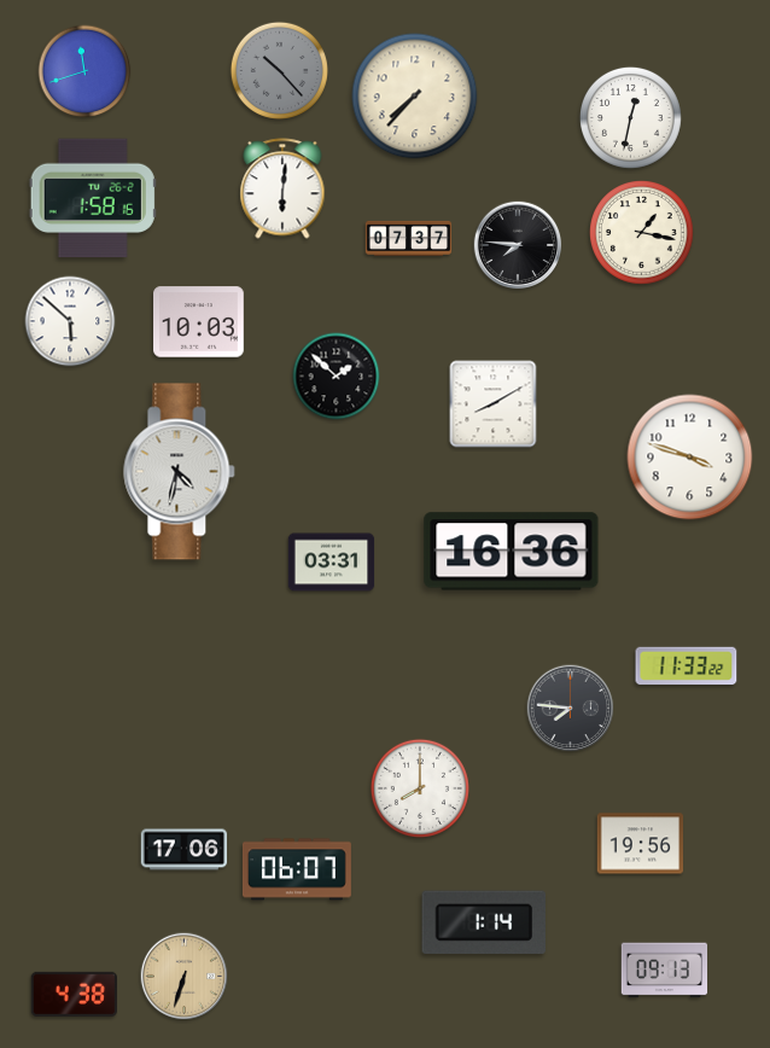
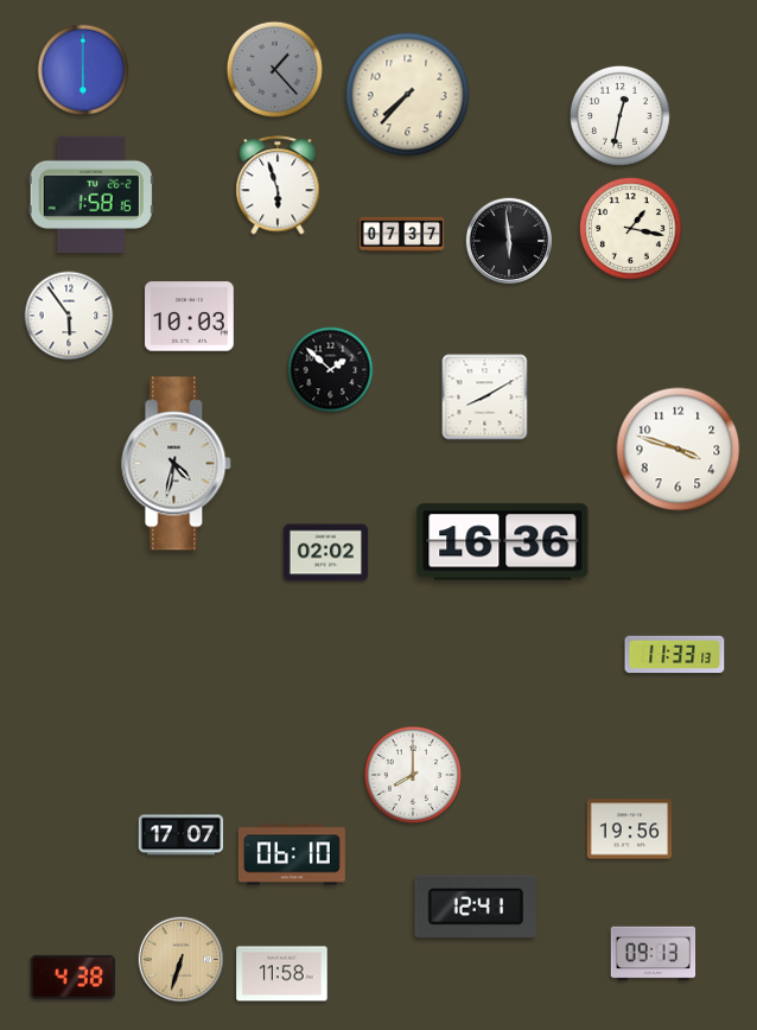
clock at (279, 70): 10:23 -> 1:23
clock at (84, 71): 11:42 -> 6:00
clock at (282, 188): 6:01 -> 5:57
clock at (518, 245): 7:46 -> 5:59
clock at (70, 321): 5:52 -> 5:54
clock at (199, 322) position: (199, 322) -> (190, 317)
clock at (332, 563): 03:31 -> 02:02
clock at (687, 666): 11:33:22 -> 11:33:13
clock at (571, 709): 7:46 -> none
clock at (185, 850): 17:06 -> 17:07
clock at (297, 869): 06:07 -> 06:10
clock at (483, 921): 1:14 -> 12:41
clock at (282, 974): none -> 11:58
